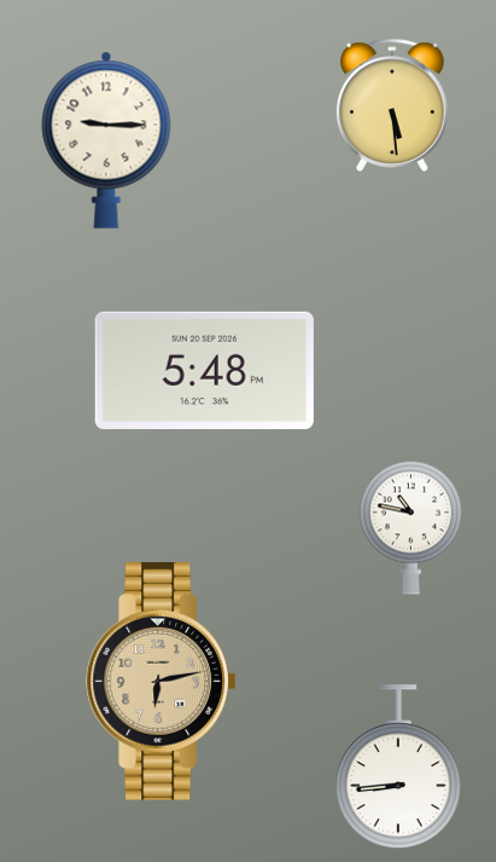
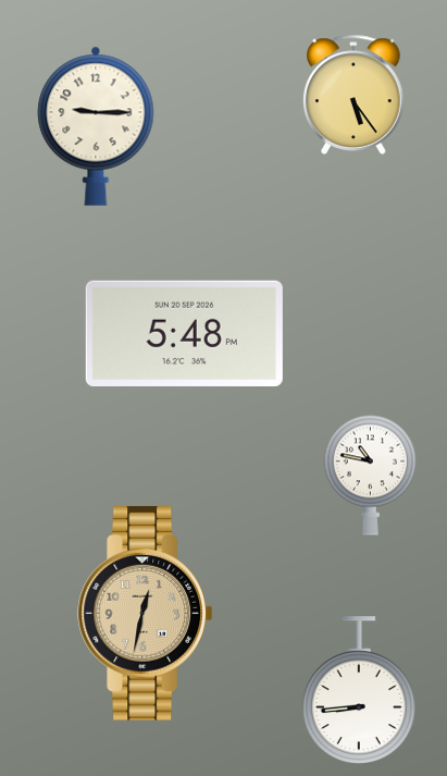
clock at (392, 105): 5:29 -> 5:24
clock at (161, 682): 6:13 -> 12:32
